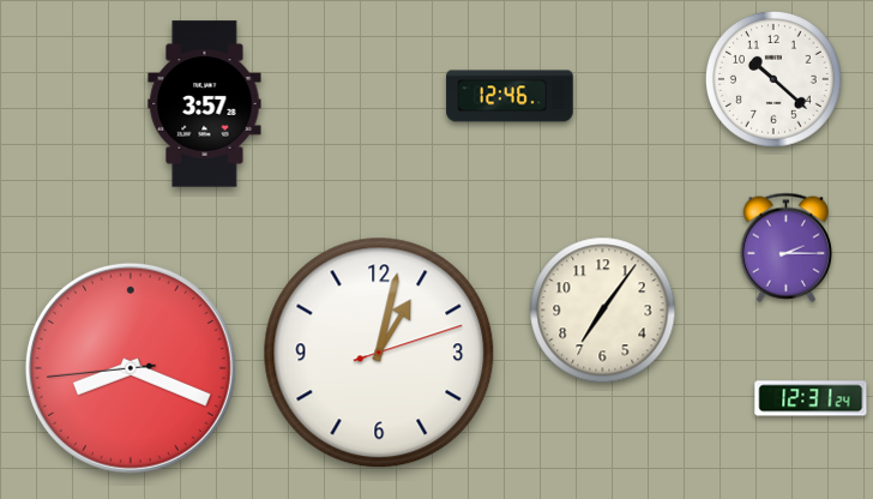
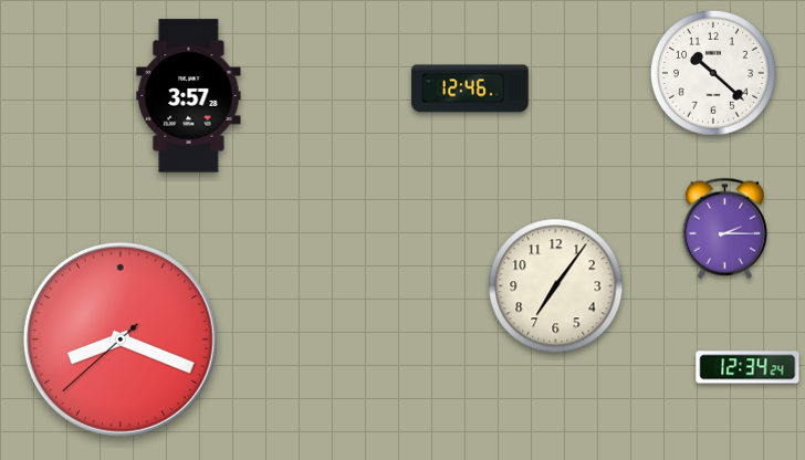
clock at (379, 353): 1:02 -> none
clock at (131, 368): 8:18:44 -> 8:18:38
clock at (811, 398): 12:31 -> 12:34
